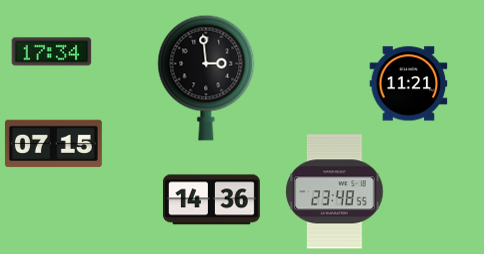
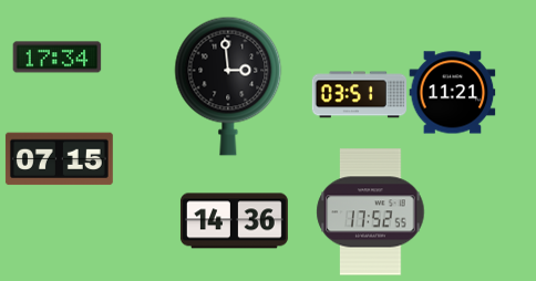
clock at (359, 95): none -> 03:51
clock at (335, 192): 23:48 -> 17:52
